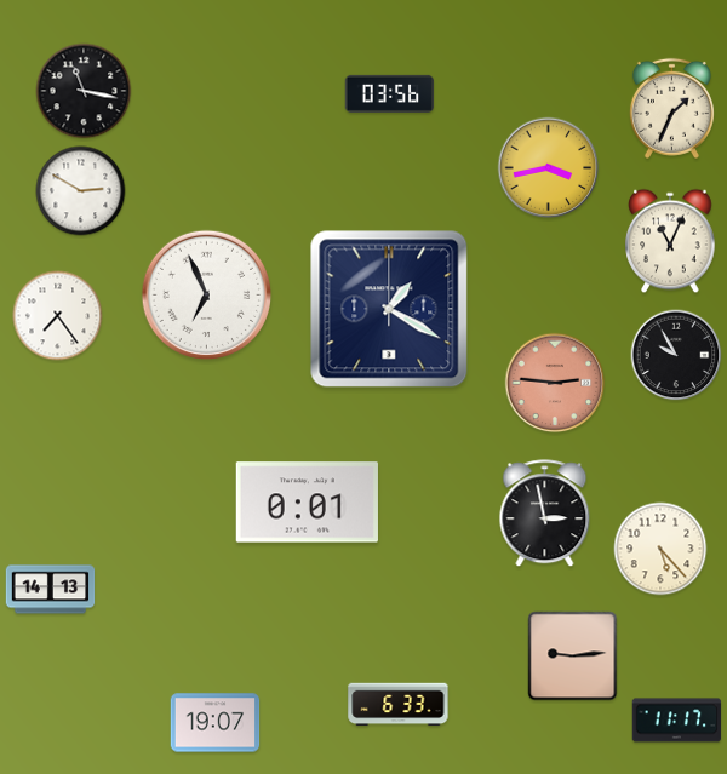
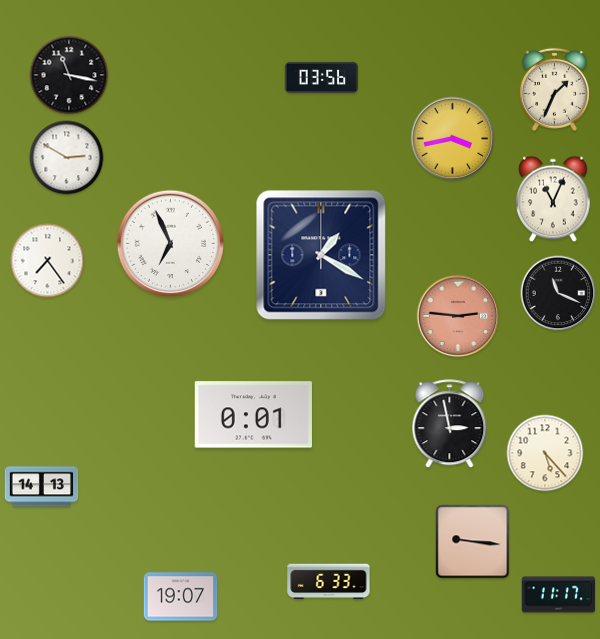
clock at (676, 355): 9:55 -> 11:19
clock at (573, 657): 9:14 -> 9:16
clock at (216, 723) position: (216, 723) -> (181, 597)
